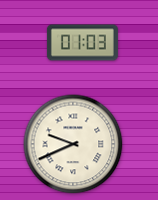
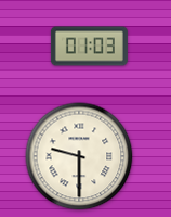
clock at (73, 144): 9:41 -> 9:30
